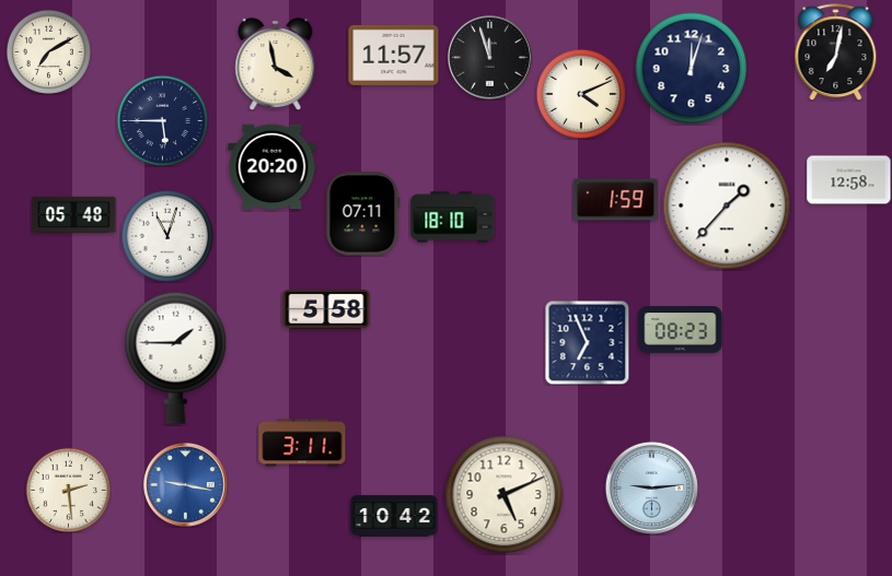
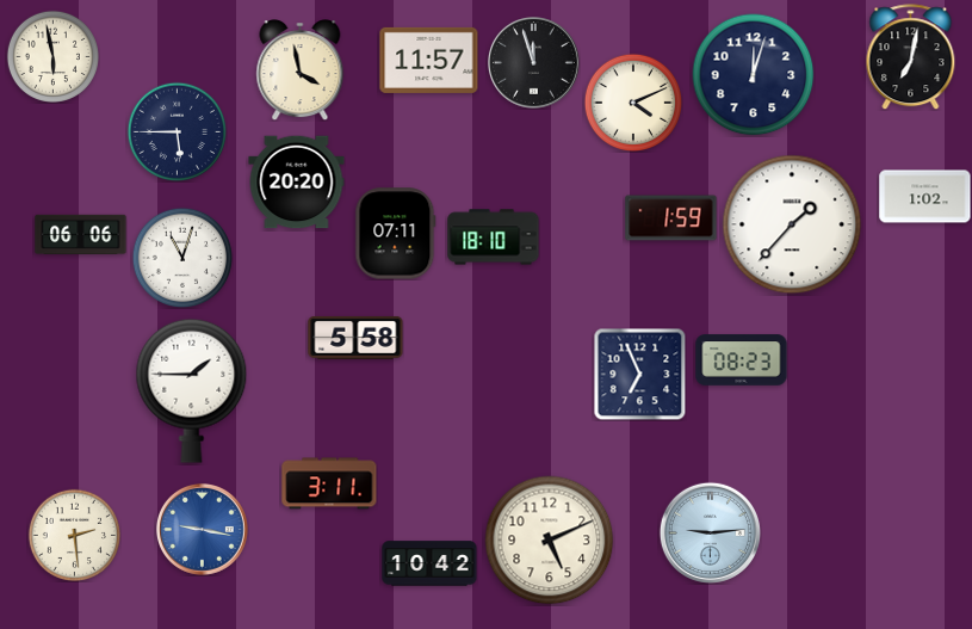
clock at (48, 51): 7:10 -> 5:58
clock at (849, 180): 12:58 -> 1:02
clock at (74, 215): 05:48 -> 06:06
